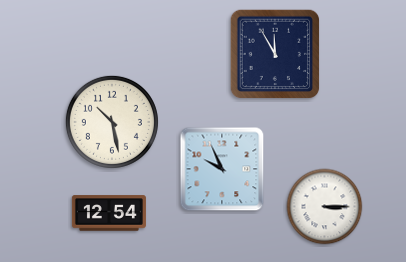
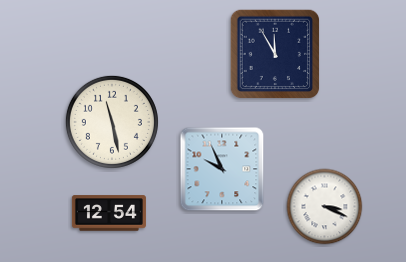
clock at (112, 122): 10:28 -> 11:28
clock at (325, 207): 3:15 -> 3:19
